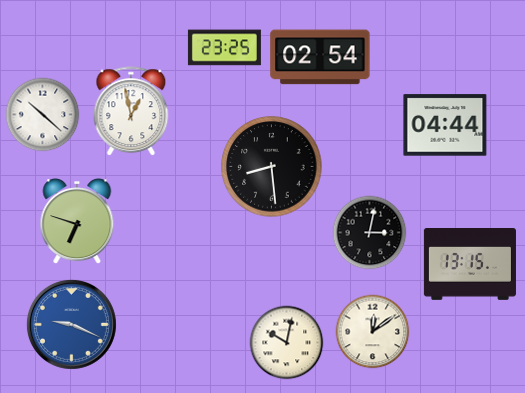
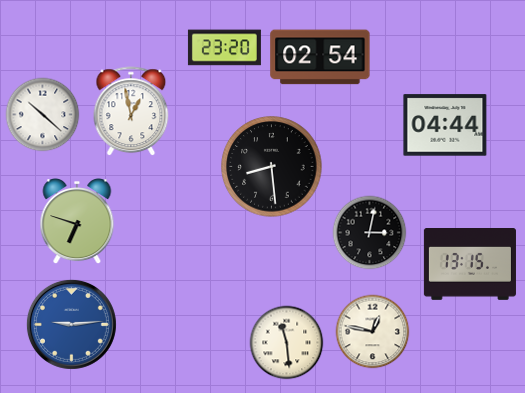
clock at (224, 48): 23:25 -> 23:20
clock at (71, 324): 9:19 -> 9:14
clock at (373, 332): 12:09 -> 12:47
clock at (287, 343): 10:02 -> 11:29
